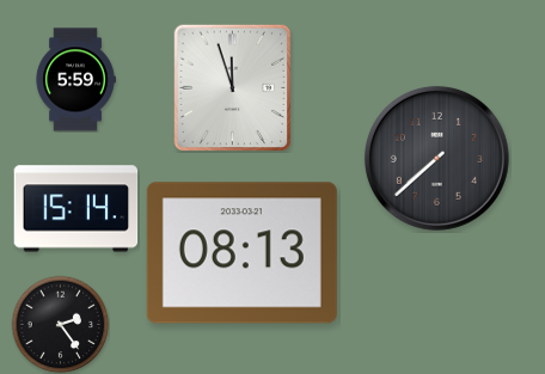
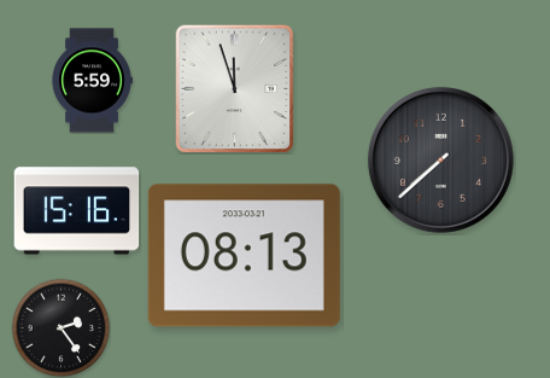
clock at (75, 80) position: (75, 80) -> (92, 81)
clock at (76, 209): 15:14 -> 15:16
